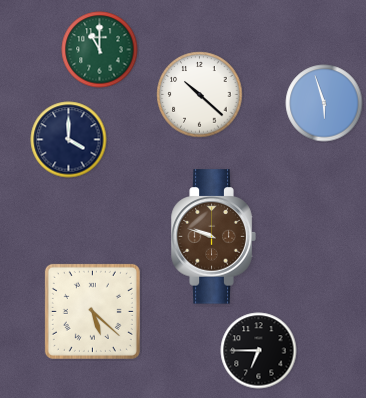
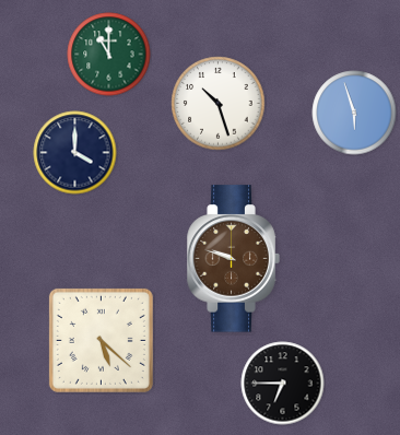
clock at (200, 95): 10:22 -> 10:27
